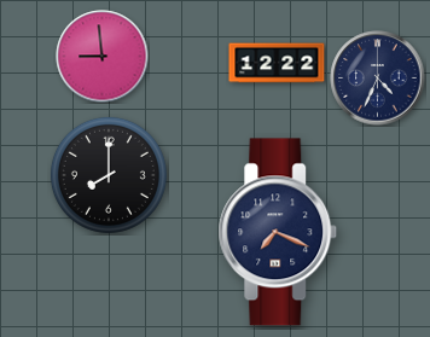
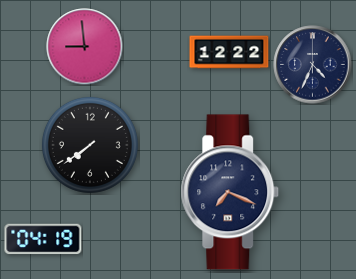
clock at (109, 175): 8:00 -> 7:39
clock at (43, 239): none -> 04:19
